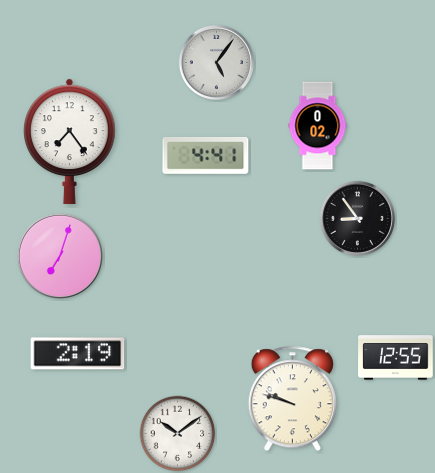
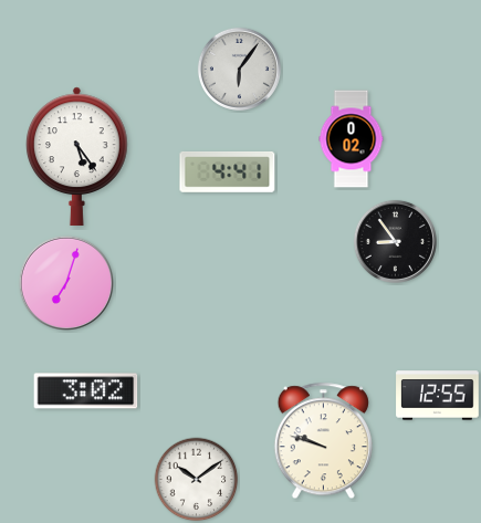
clock at (216, 62): 5:06 -> 6:06
clock at (70, 141): 7:24 -> 5:24
clock at (78, 354): 2:19 -> 3:02
